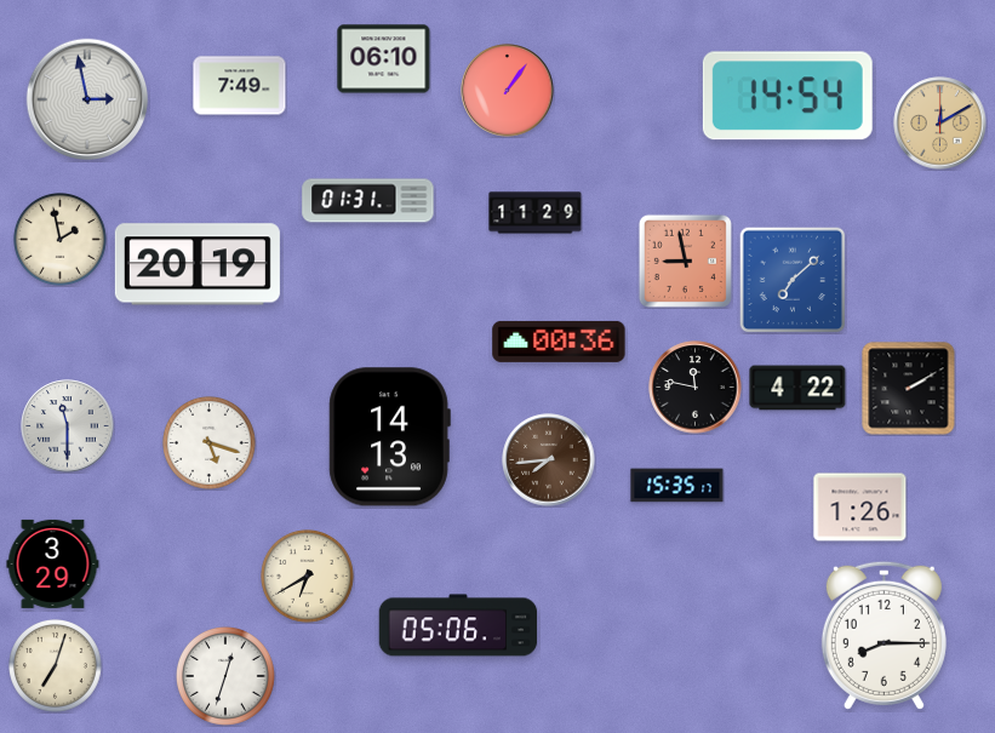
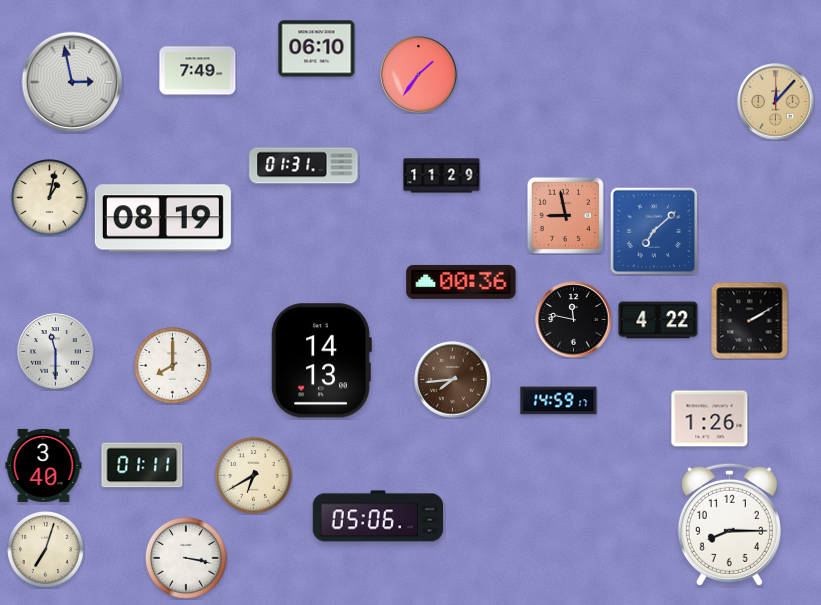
clock at (508, 91): 1:06 -> 1:36
clock at (788, 96): 14:54 -> none
clock at (940, 124): 12:10 -> 12:07
clock at (61, 240): 1:58 -> 1:02
clock at (198, 264): 20:19 -> 08:19
clock at (210, 443): 5:18 -> 8:00
clock at (677, 486): 15:35 -> 14:59
clock at (53, 563): 3:29 -> 3:40
clock at (142, 465): none -> 01:11
clock at (225, 676): 12:33 -> 3:17
